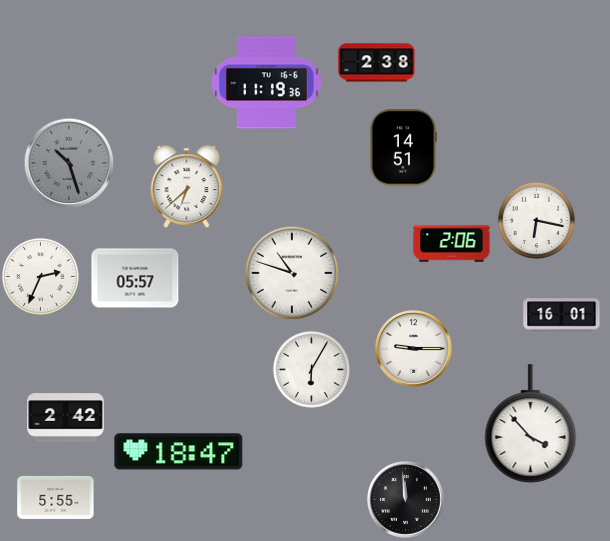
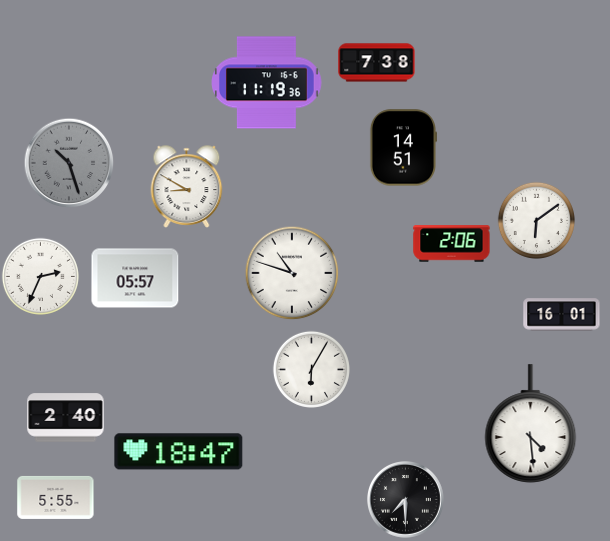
clock at (377, 63): 2:38 -> 7:38
clock at (187, 187): 6:38 -> 8:50
clock at (536, 220): 6:17 -> 6:09
clock at (414, 349): 9:15 -> none
clock at (66, 418): 2:42 -> 2:40
clock at (531, 424): 3:53 -> 4:29
clock at (406, 500): 11:59 -> 7:30
